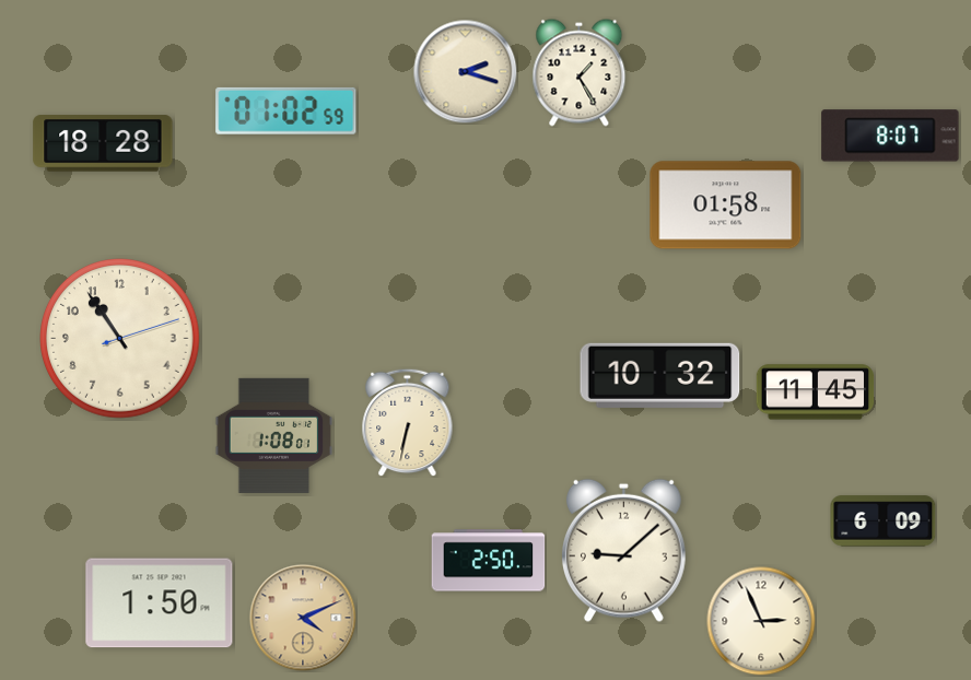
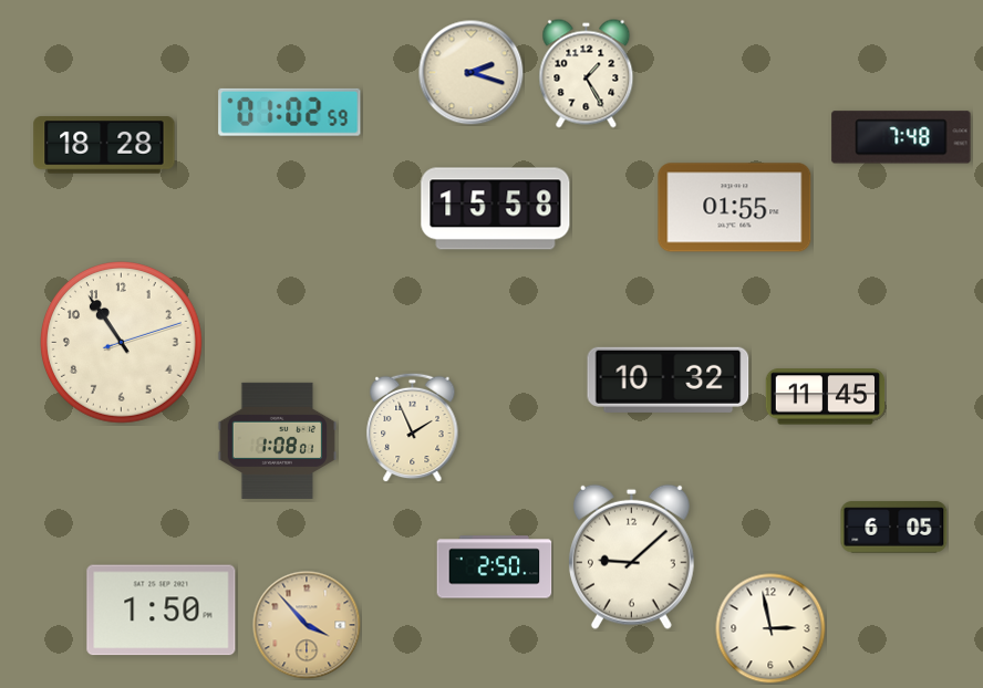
clock at (890, 136): 8:07 -> 7:48
clock at (726, 206): 01:58 -> 01:55
clock at (496, 209): none -> 15:58
clock at (408, 422): 6:32 -> 1:56
clock at (884, 521): 6:09 -> 6:05
clock at (303, 618): 4:11 -> 3:53
clock at (761, 621): 2:56 -> 2:58
